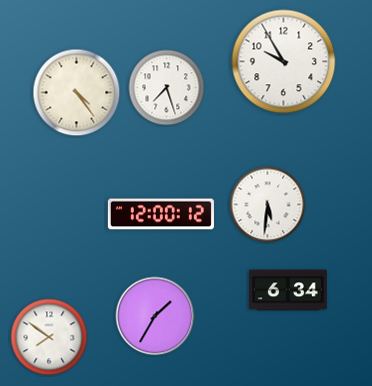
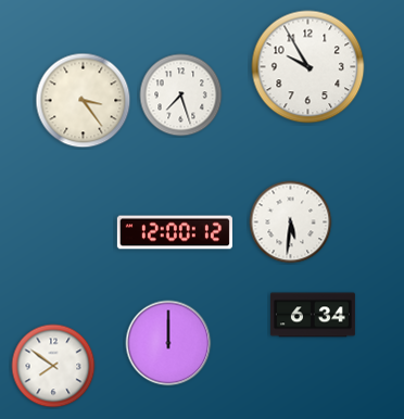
clock at (77, 93): 4:24 -> 3:24
clock at (155, 316): 1:35 -> 12:00
